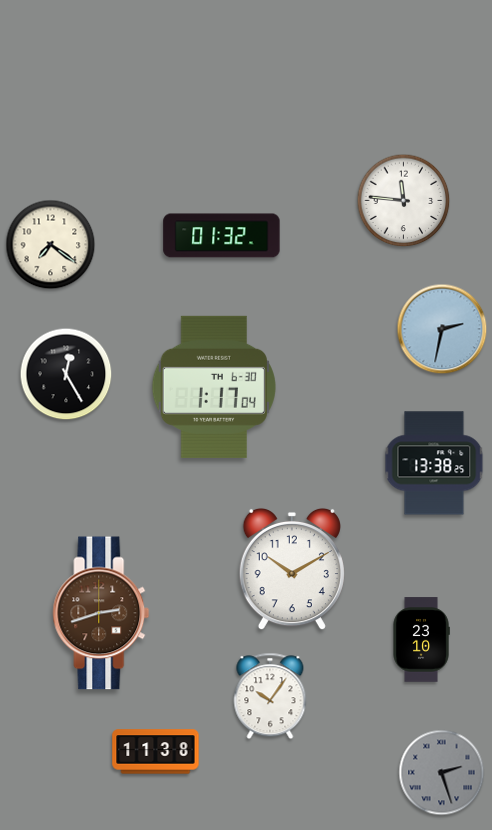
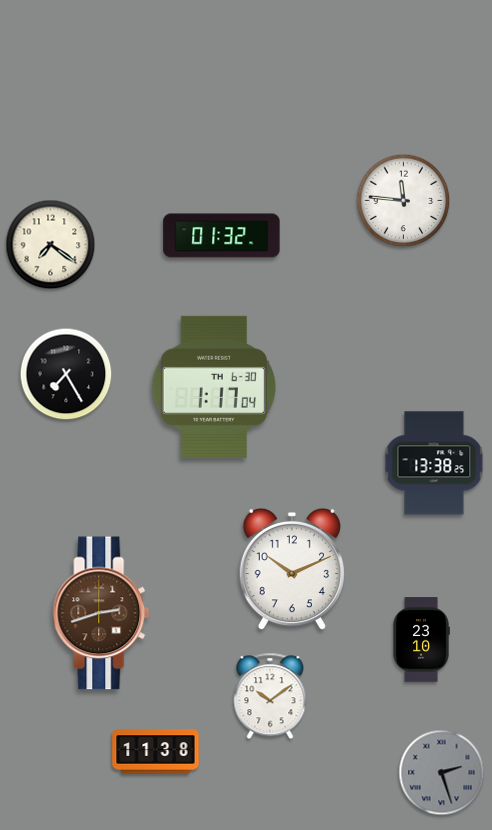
clock at (442, 329): 2:32 -> none
clock at (66, 374): 12:25 -> 7:25
clock at (292, 569): 10:10 -> 10:11
clock at (270, 696): 10:06 -> 10:09
